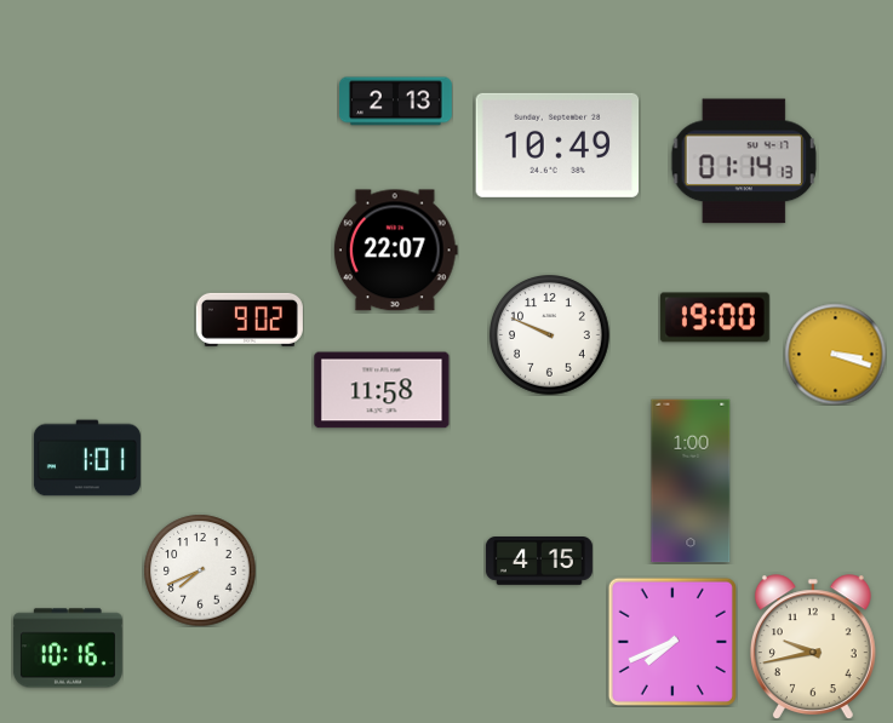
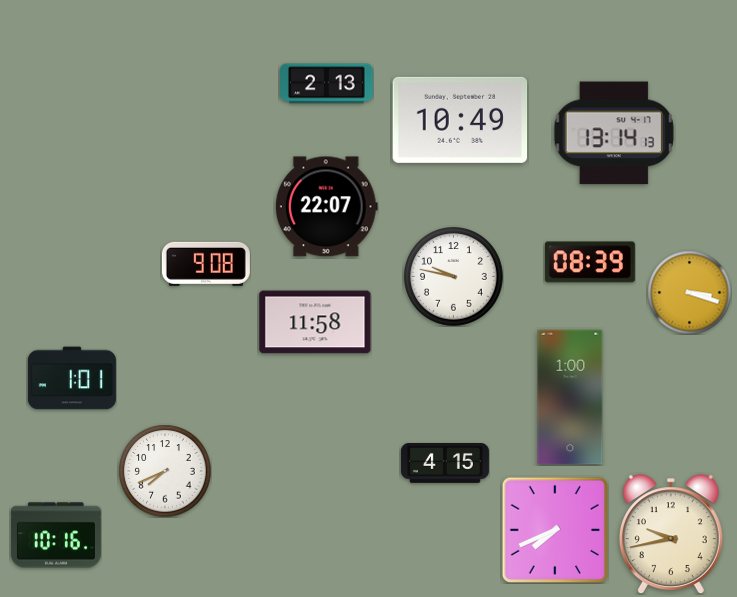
clock at (744, 161): 01:14 -> 13:14
clock at (715, 317): 19:00 -> 08:39
clock at (250, 320): 9:02 -> 9:08
clock at (550, 335): 9:49 -> 9:47
